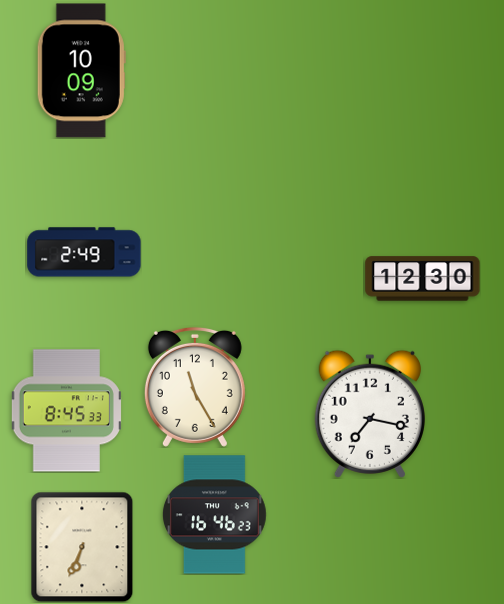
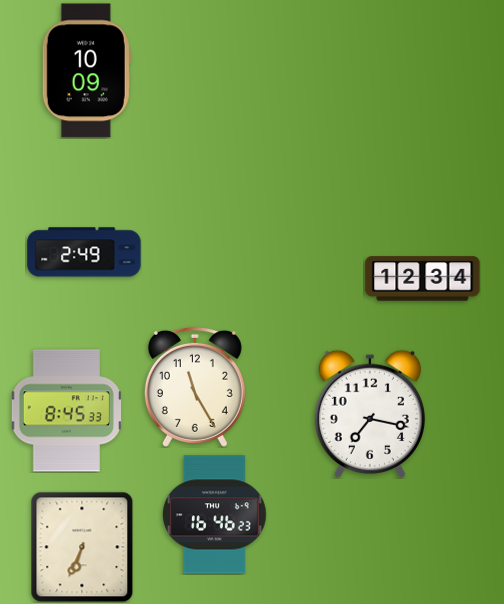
clock at (81, 71) position: (81, 71) -> (86, 71)
clock at (423, 279): 12:30 -> 12:34
